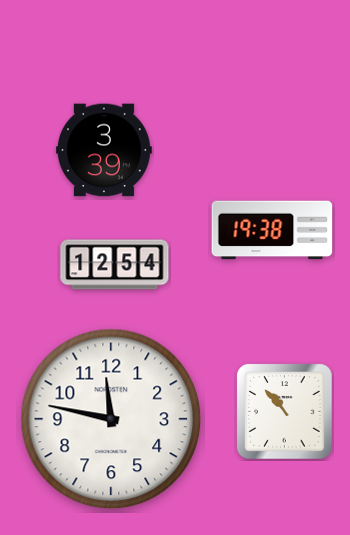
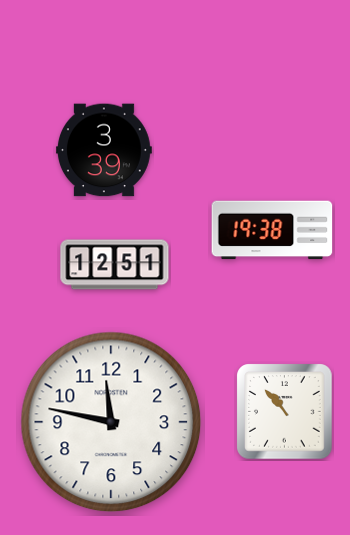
clock at (115, 265): 12:54 -> 12:51
clock at (111, 419) position: (111, 419) -> (111, 422)
